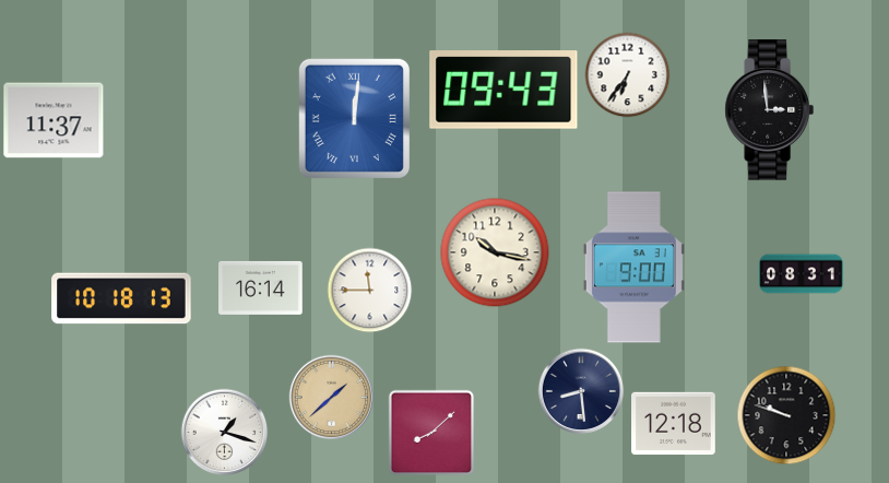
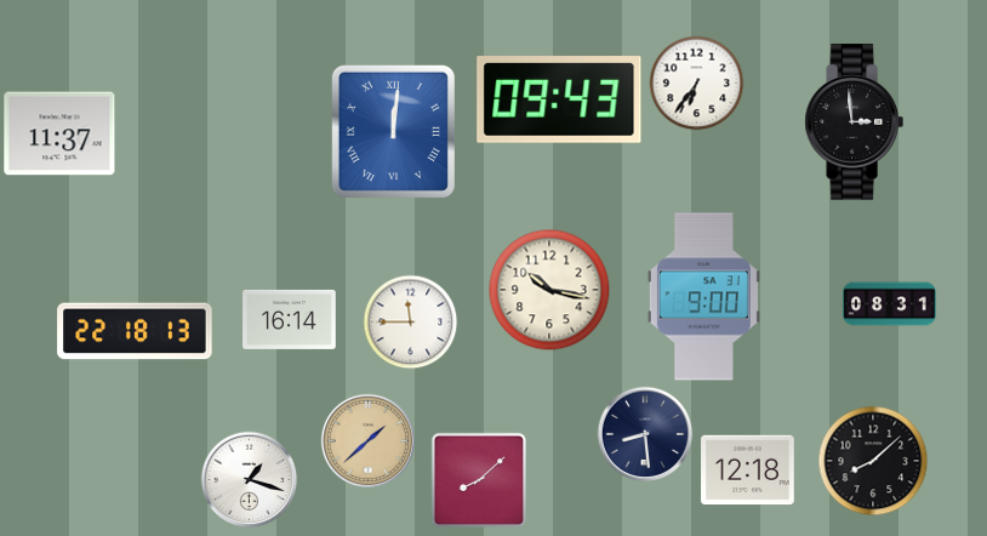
clock at (495, 252) position: (495, 252) -> (549, 290)
clock at (121, 298): 10:18 -> 22:18
clock at (786, 415): 9:48 -> 8:08
